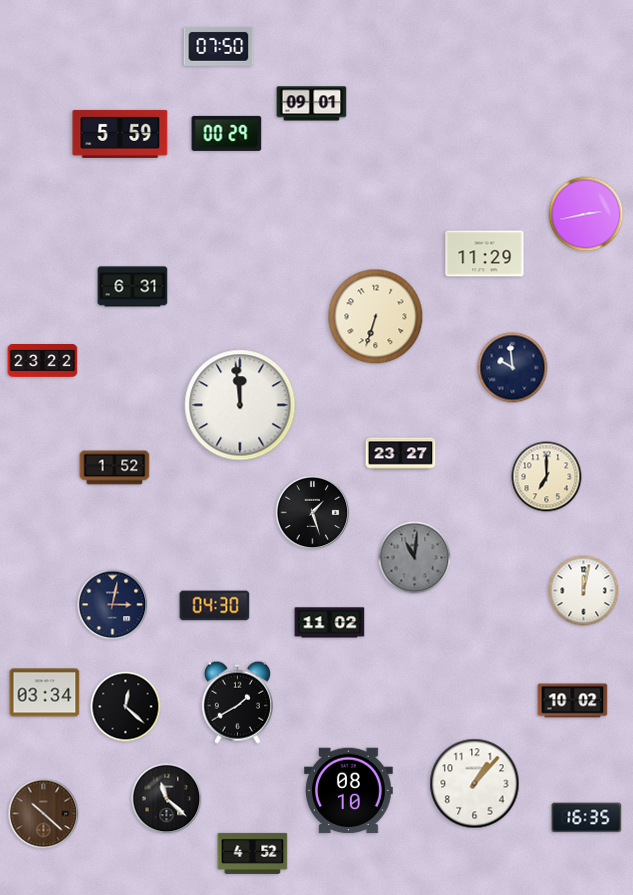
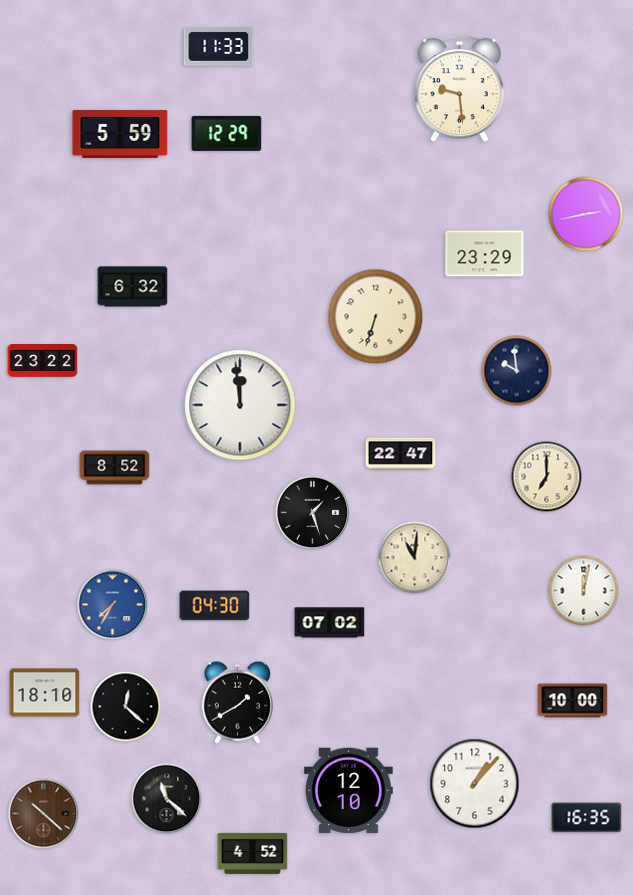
clock at (219, 46): 07:50 -> 11:33
clock at (459, 89): none -> 9:29
clock at (312, 104): 09:01 -> none
clock at (227, 133): 00:29 -> 12:29
clock at (485, 254): 11:29 -> 23:29
clock at (133, 287): 6:31 -> 6:32
clock at (513, 368) position: (513, 368) -> (517, 371)
clock at (401, 454): 23:27 -> 22:47
clock at (115, 468): 1:52 -> 8:52
clock at (415, 558) dial: grey -> cream
clock at (113, 605): 3:02 -> 7:35
clock at (113, 605) dial: navy -> blue
clock at (330, 623): 11:02 -> 07:02
clock at (45, 693): 03:34 -> 18:10
clock at (573, 701): 10:02 -> 10:00
clock at (349, 791): 08:10 -> 12:10
